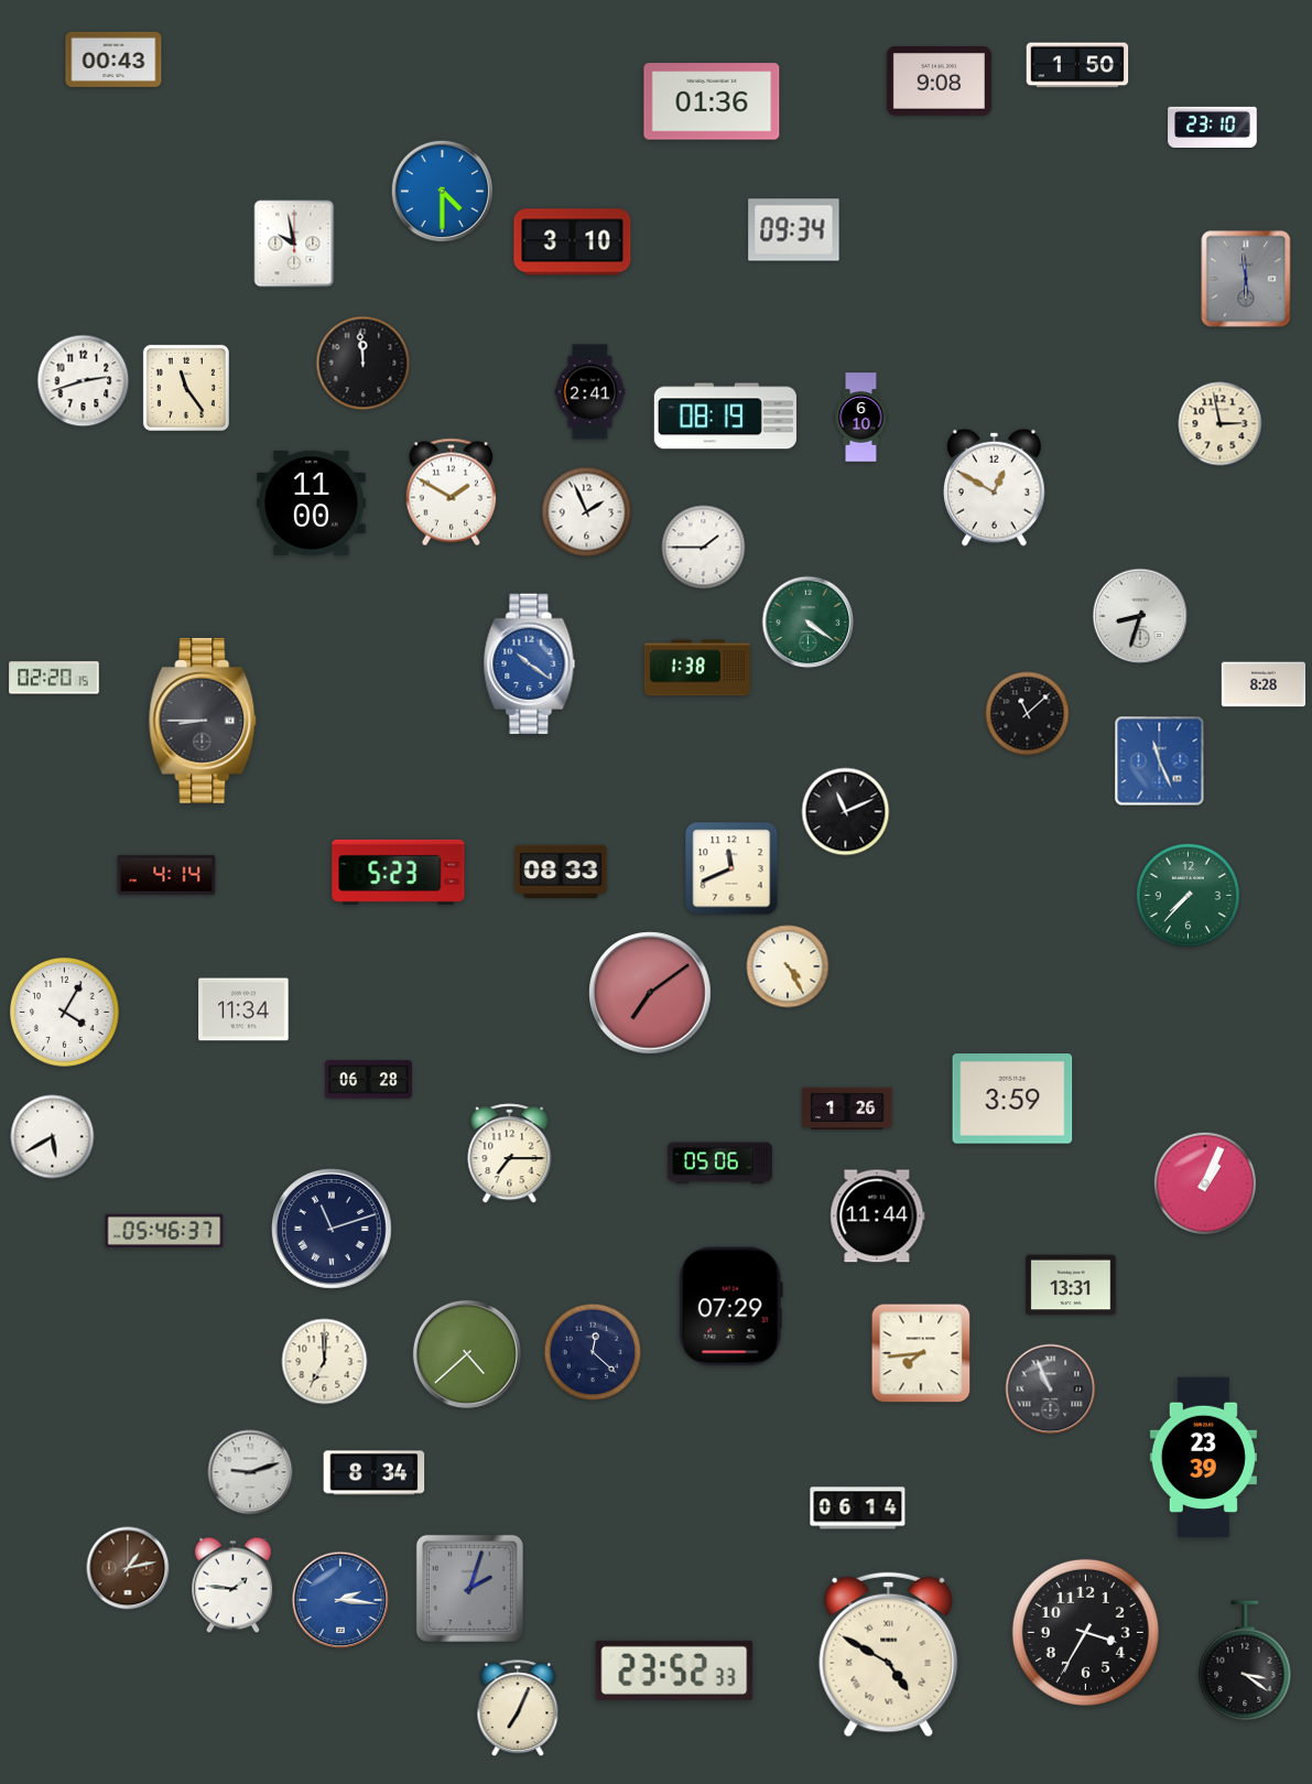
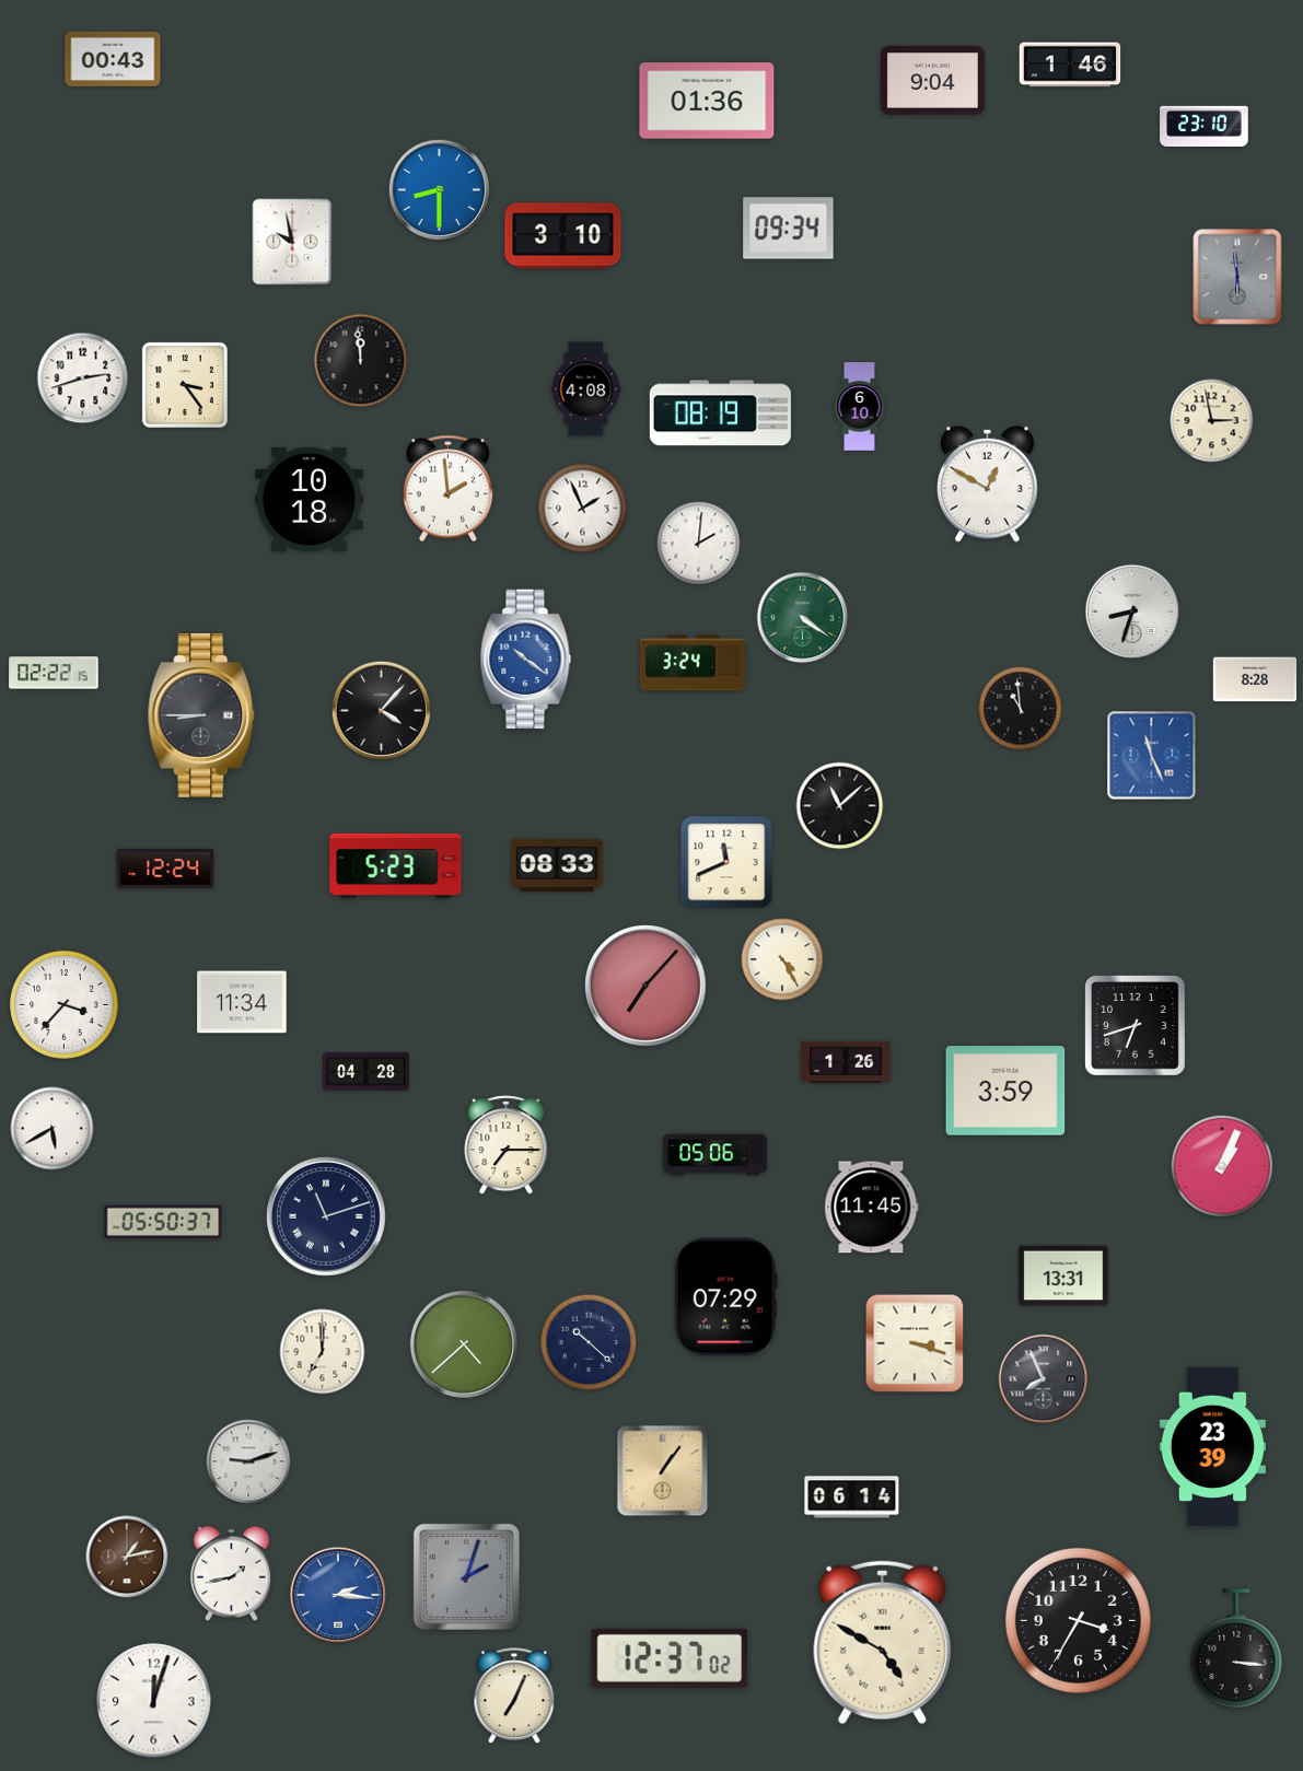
clock at (1077, 65): 1:50 -> 1:46
clock at (939, 82): 9:08 -> 9:04
clock at (442, 191): 4:30 -> 8:30
clock at (573, 242) position: (573, 242) -> (563, 236)
clock at (186, 388): 11:24 -> 3:24
clock at (590, 392): 2:41 -> 4:08
clock at (861, 418) position: (861, 418) -> (860, 407)
clock at (451, 493): 1:50 -> 1:59
clock at (312, 502): 11:00 -> 10:18
clock at (704, 548): 1:45 -> 2:01
clock at (697, 668): 1:38 -> 3:24
clock at (54, 678): 02:20 -> 02:22
clock at (1028, 714): 11:08 -> 10:59
clock at (382, 711): none -> 4:07
clock at (846, 812): 11:11 -> 11:08
clock at (166, 875): 4:14 -> 12:24
clock at (1188, 895): 7:37 -> none
clock at (650, 993): 7:09 -> 7:07
clock at (65, 1013): 4:05 -> 3:37
clock at (1136, 1026): none -> 6:42
clock at (368, 1080): 06:28 -> 04:28
clock at (847, 1109) position: (847, 1109) -> (846, 1062)
clock at (1205, 1183) position: (1205, 1183) -> (1222, 1166)
clock at (878, 1217): 11:44 -> 11:45
clock at (332, 1229) position: (332, 1229) -> (326, 1216)
clock at (164, 1231): 05:46 -> 05:50
clock at (593, 1352): 12:22 -> 10:22
clock at (921, 1353): 7:44 -> 3:18
clock at (1051, 1390): 10:56 -> 7:56
clock at (1203, 1458) position: (1203, 1458) -> (1212, 1447)
clock at (375, 1473): 8:34 -> none
clock at (663, 1471): none -> 1:06
clock at (232, 1586): 1:46 -> 1:43
clock at (340, 1600) position: (340, 1600) -> (338, 1595)
clock at (1245, 1661): 3:21 -> 3:16
clock at (674, 1671): 23:52 -> 12:37
clock at (154, 1701): none -> 12:03
